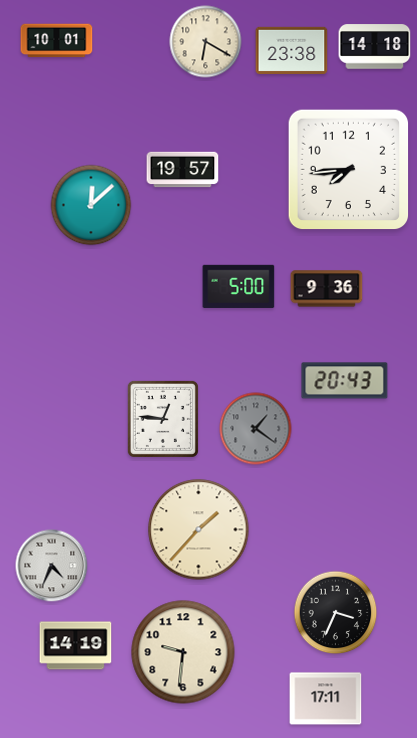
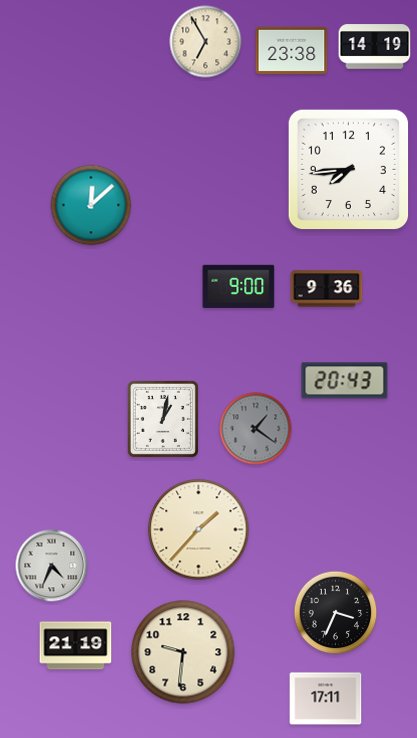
clock at (57, 41): 10:01 -> none
clock at (206, 42): 6:20 -> 6:55
clock at (375, 47): 14:18 -> 14:19
clock at (183, 170): 19:57 -> none
clock at (239, 286): 5:00 -> 9:00
clock at (163, 419): 12:46 -> 1:02
clock at (76, 646): 14:19 -> 21:19
